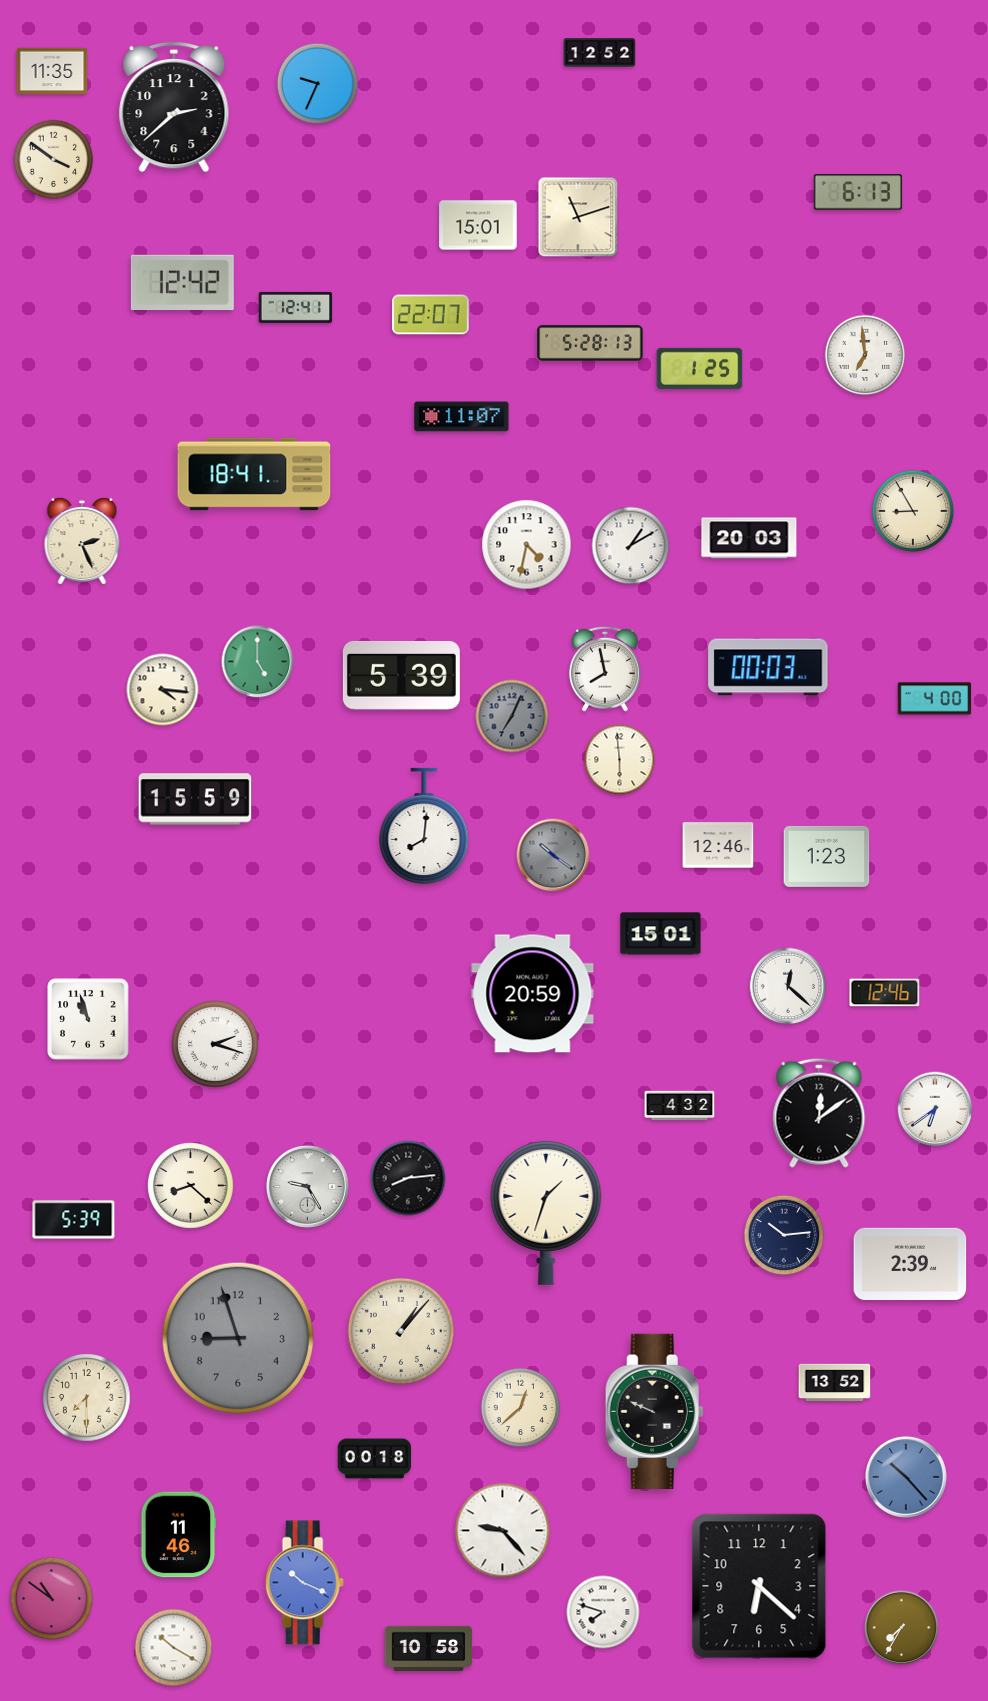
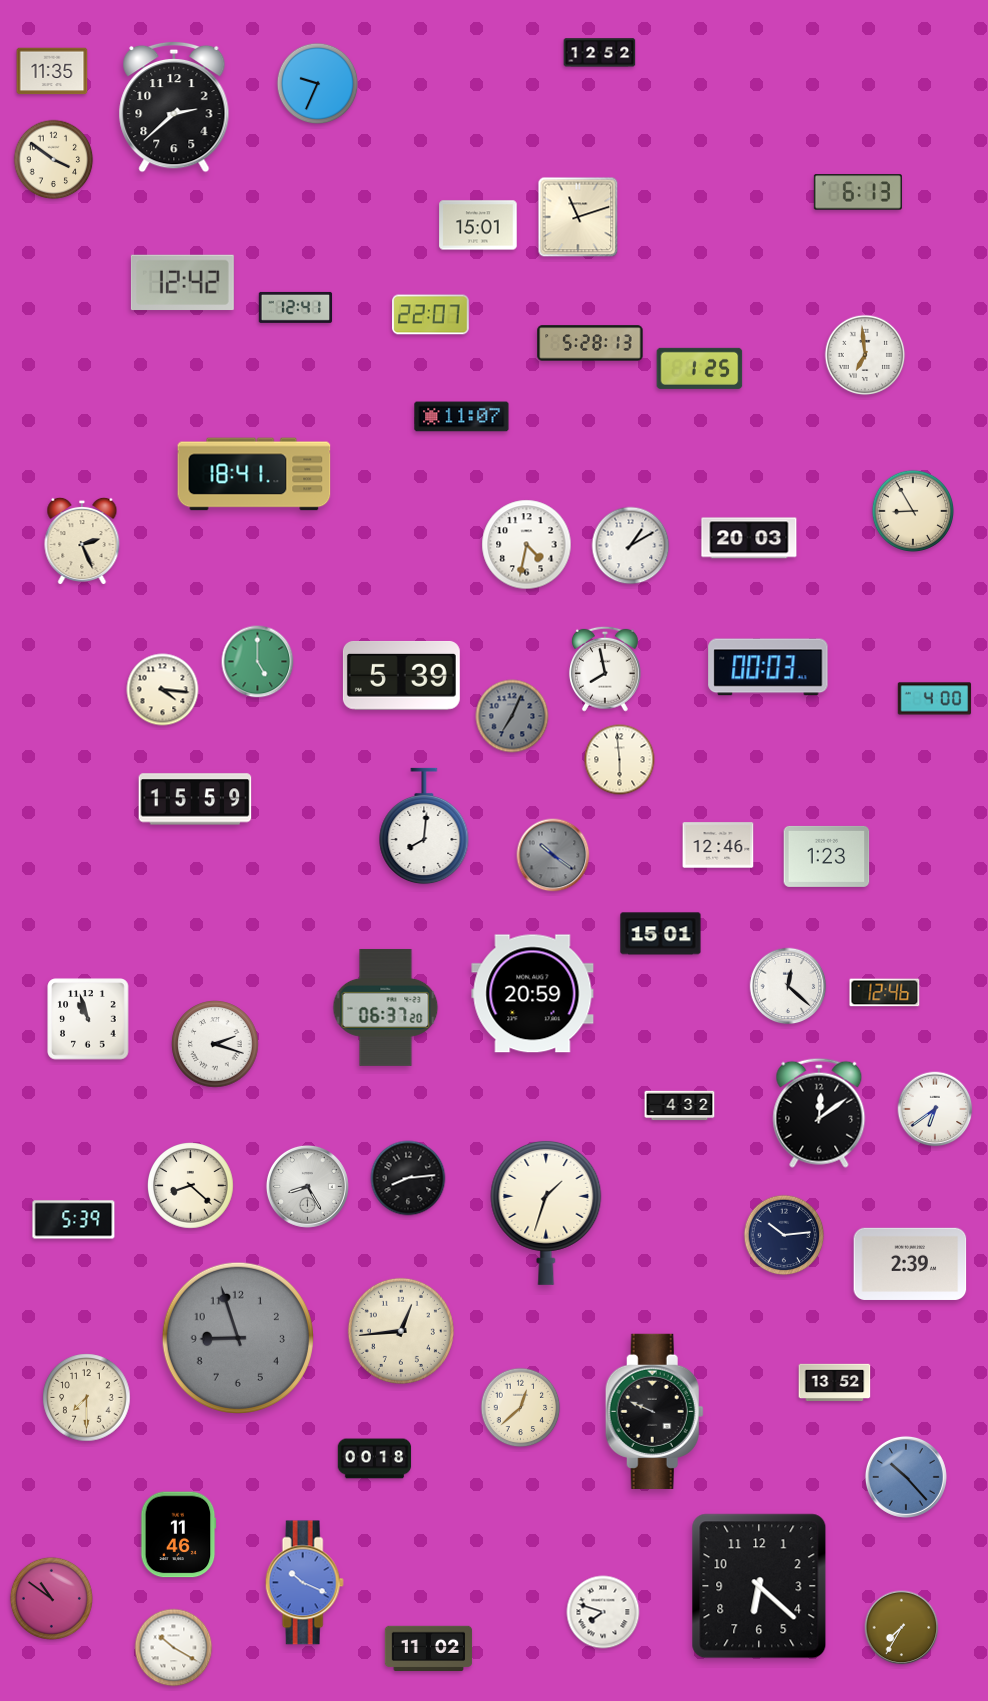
clock at (386, 1007): none -> 06:37
clock at (307, 1186): 9:25 -> 8:25
clock at (401, 1331): 1:07 -> 12:44
clock at (503, 1531): 9:23 -> none
clock at (429, 1649): 10:58 -> 11:02
